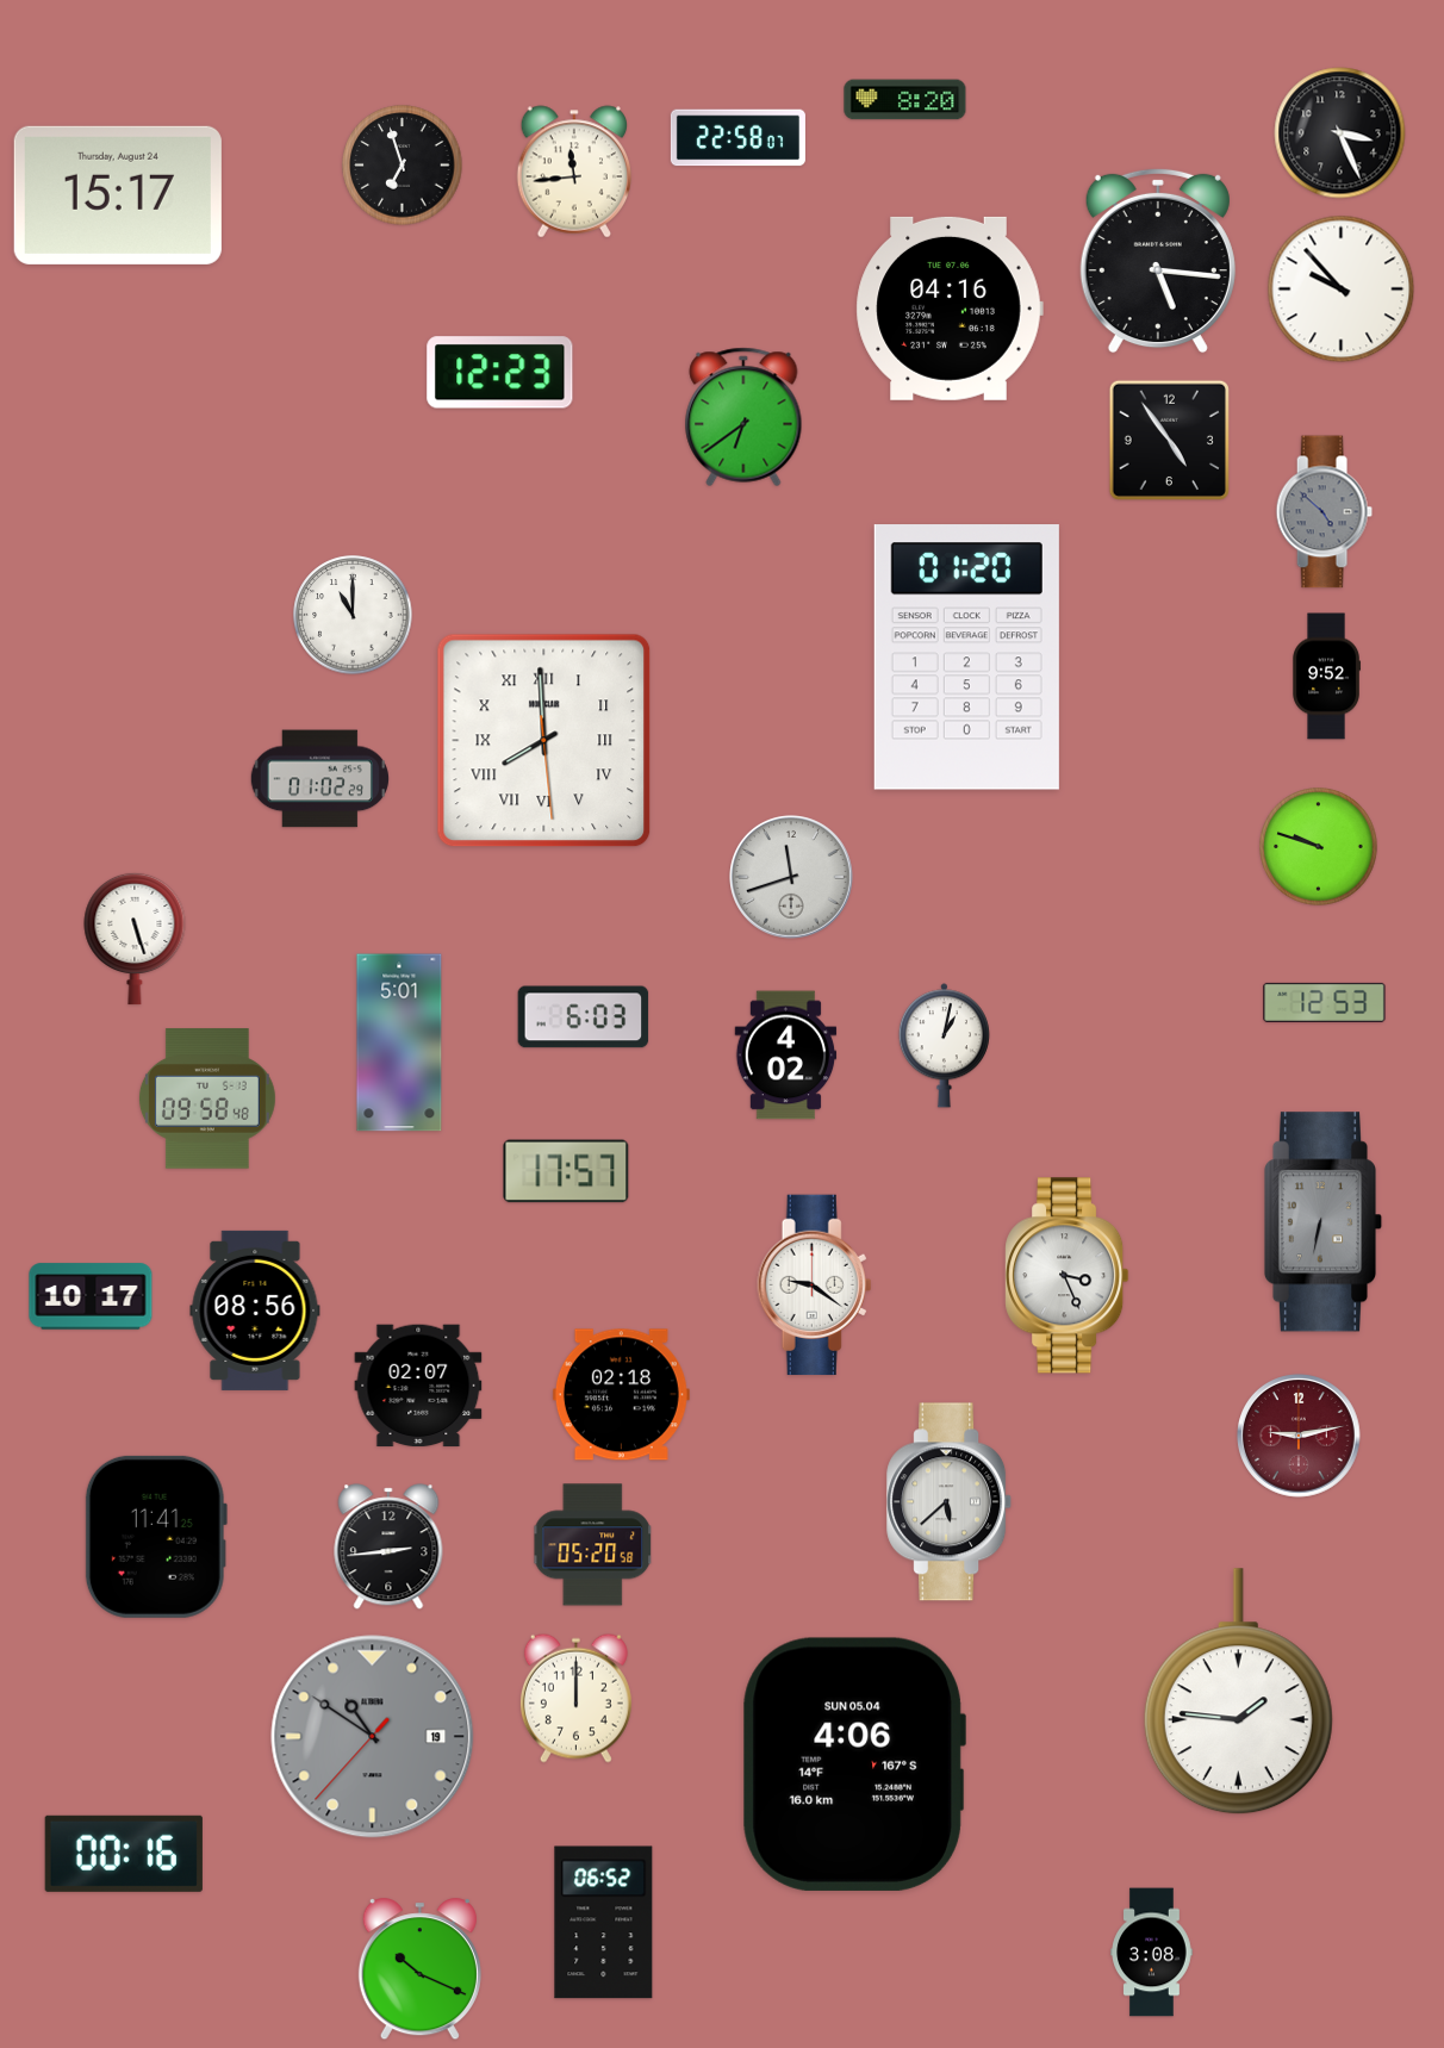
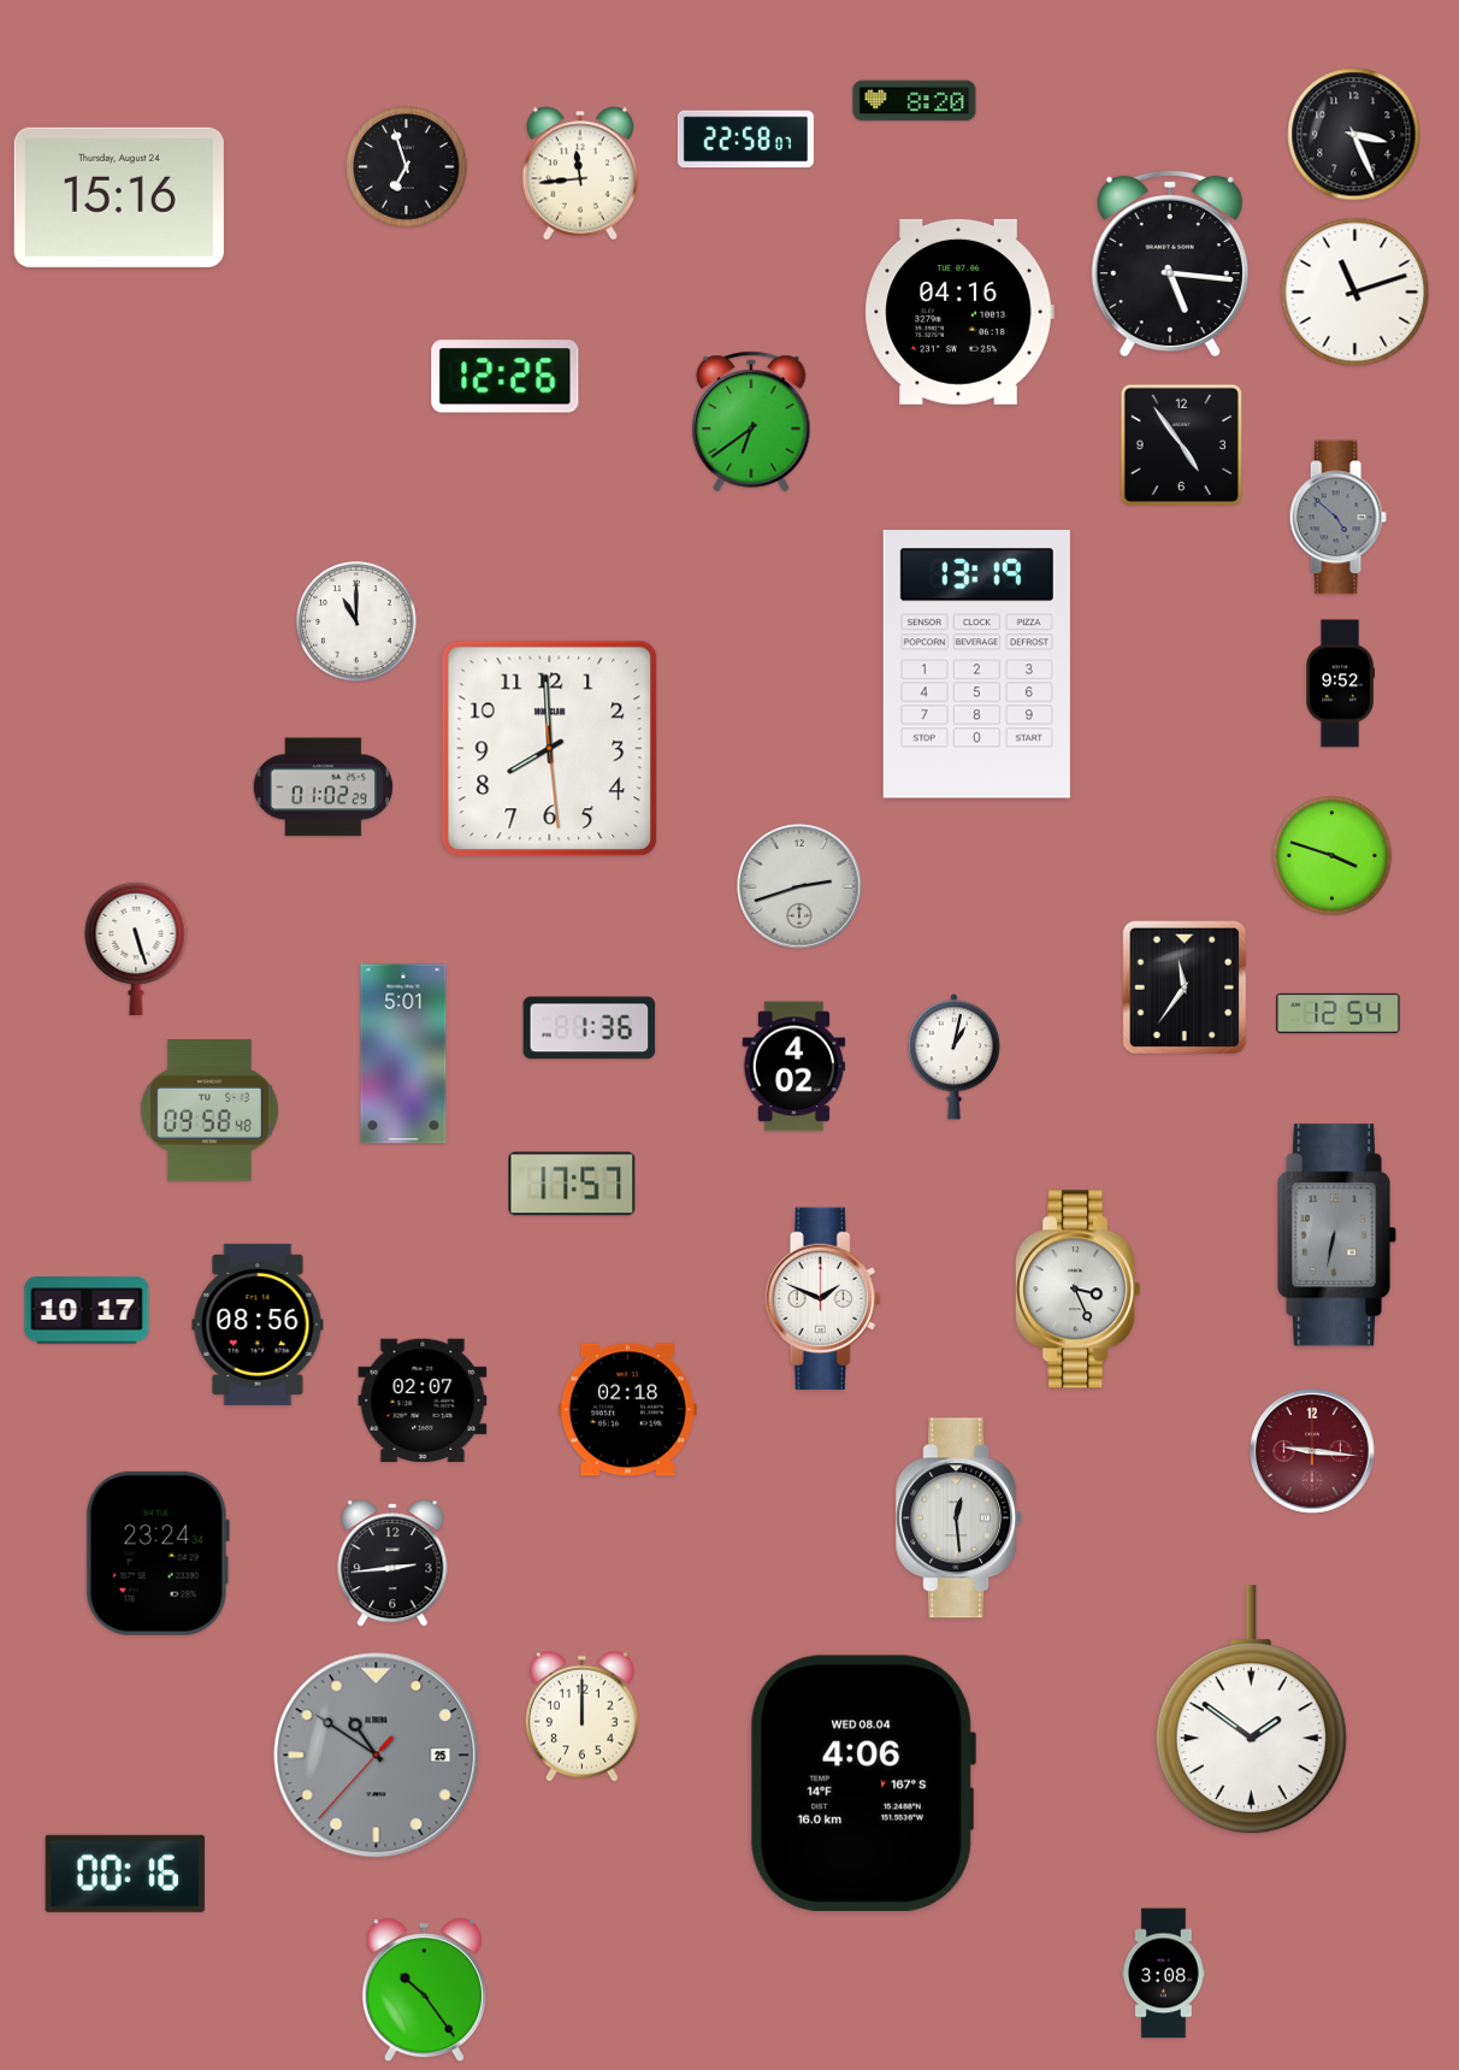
clock at (118, 195): 15:17 -> 15:16
clock at (1342, 290): 9:53 -> 11:12
clock at (500, 373): 12:23 -> 12:26
clock at (966, 658): 01:20 -> 13:19
clock at (544, 741) numerals: Roman -> Arabic
clock at (1319, 847): 9:48 -> 3:48
clock at (792, 878): 11:42 -> 2:42
clock at (1185, 987): none -> 11:36
clock at (1325, 1002): 12:53 -> 12:54
clock at (584, 1017): 6:03 -> 1:36
clock at (815, 1286): 9:21 -> 1:49
clock at (91, 1296) position: (91, 1296) -> (87, 1310)
clock at (1300, 1437): 9:13 -> 9:16
clock at (950, 1502): 5:38 -> 12:29
clock at (156, 1537): 11:41 -> 23:24
clock at (593, 1545): 05:20 -> none
clock at (1238, 1692): 1:46 -> 1:51
clock at (373, 1737) date: 19 -> 25
clock at (854, 1764) date: SUN 05.04 -> WED 08.04
clock at (604, 1923): 06:52 -> none
clock at (419, 1969): 10:19 -> 10:24
